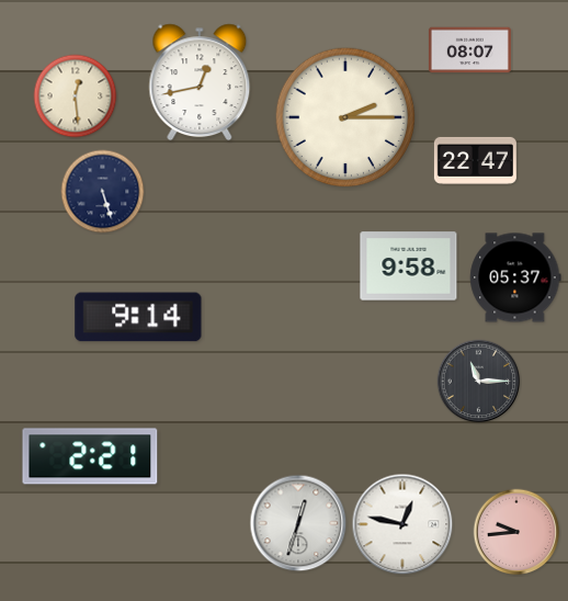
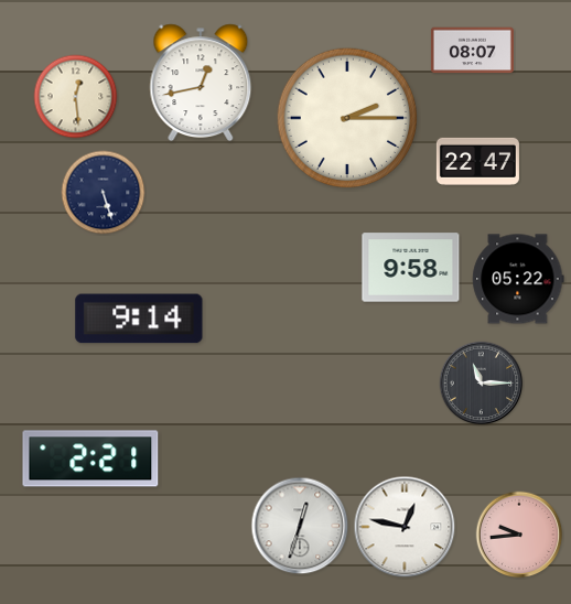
clock at (515, 277): 05:37 -> 05:22
